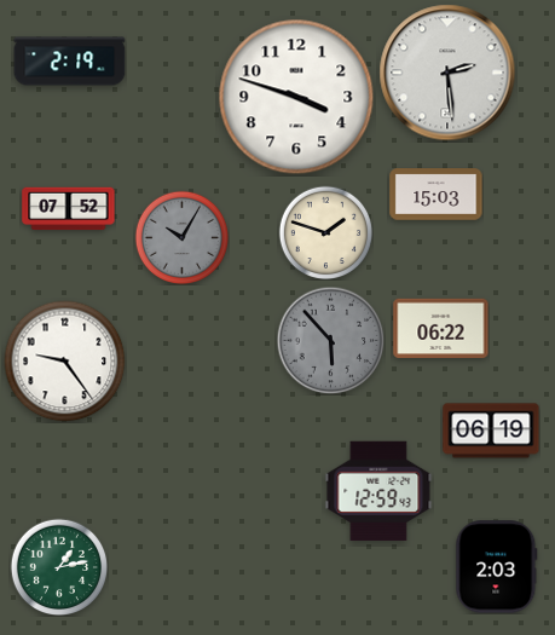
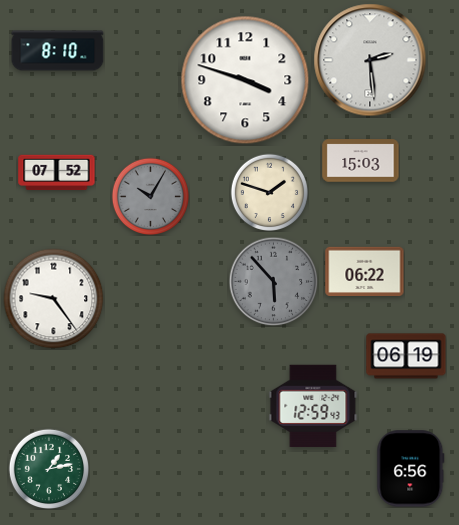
clock at (70, 62): 2:19 -> 8:10
clock at (497, 567): 2:03 -> 6:56
